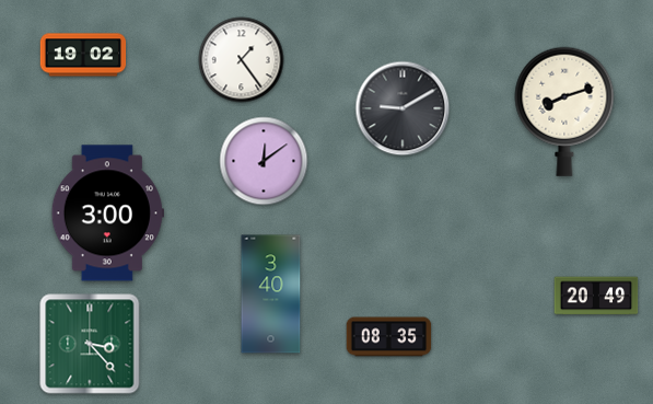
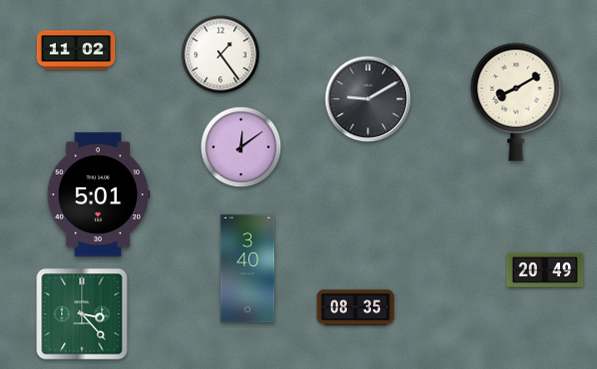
clock at (83, 55): 19:02 -> 11:02
clock at (564, 112): 8:12 -> 8:10
clock at (107, 213): 3:00 -> 5:01
